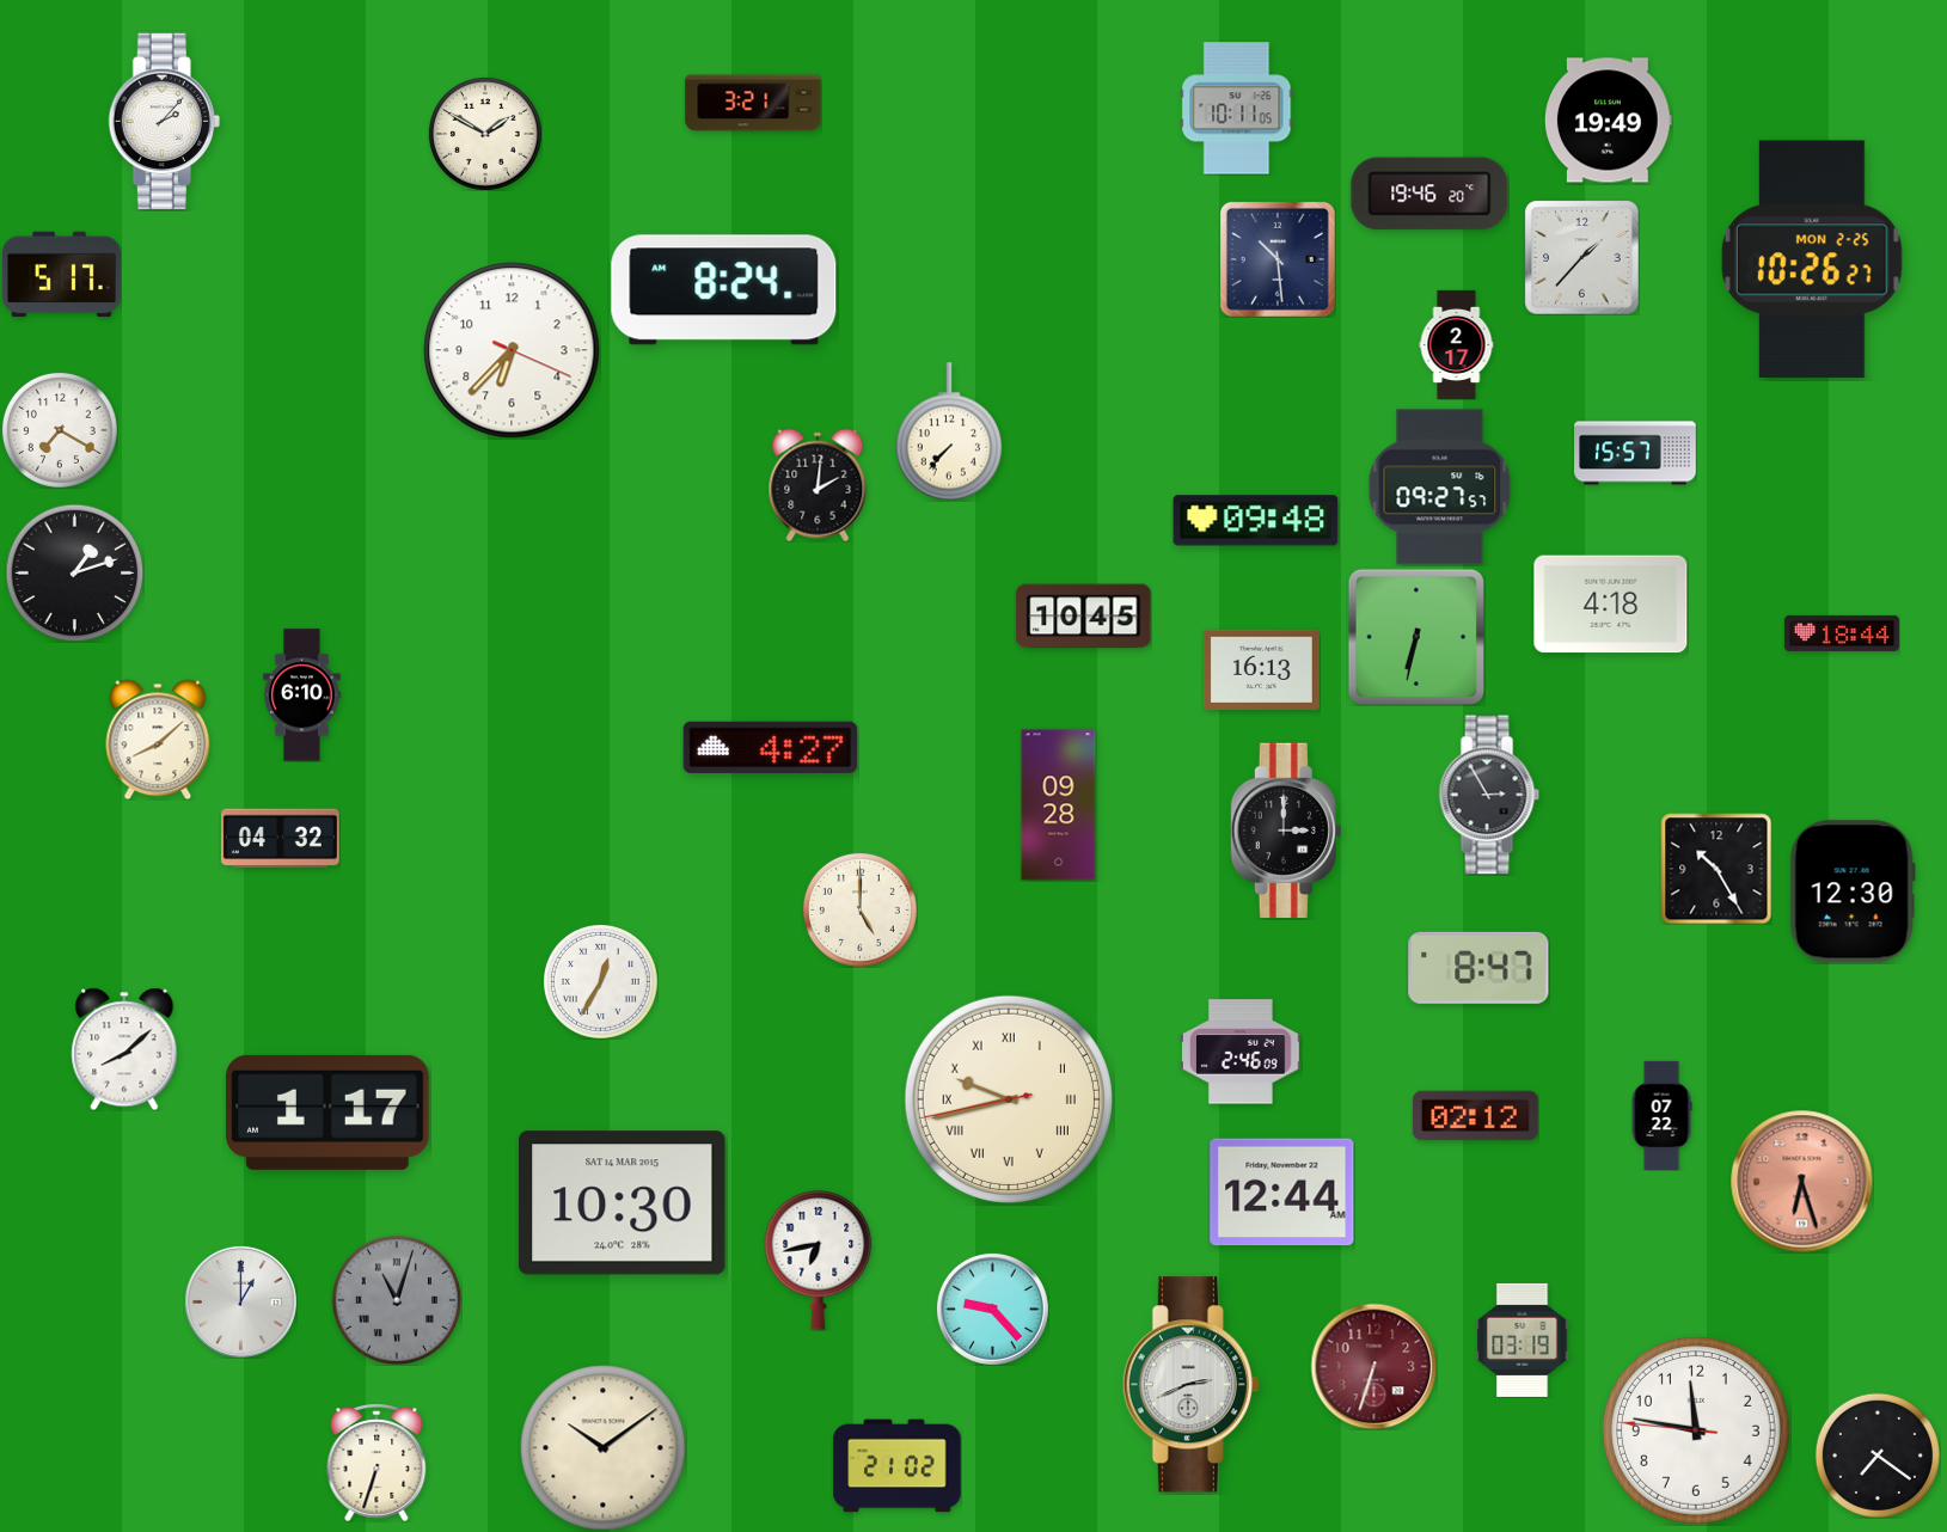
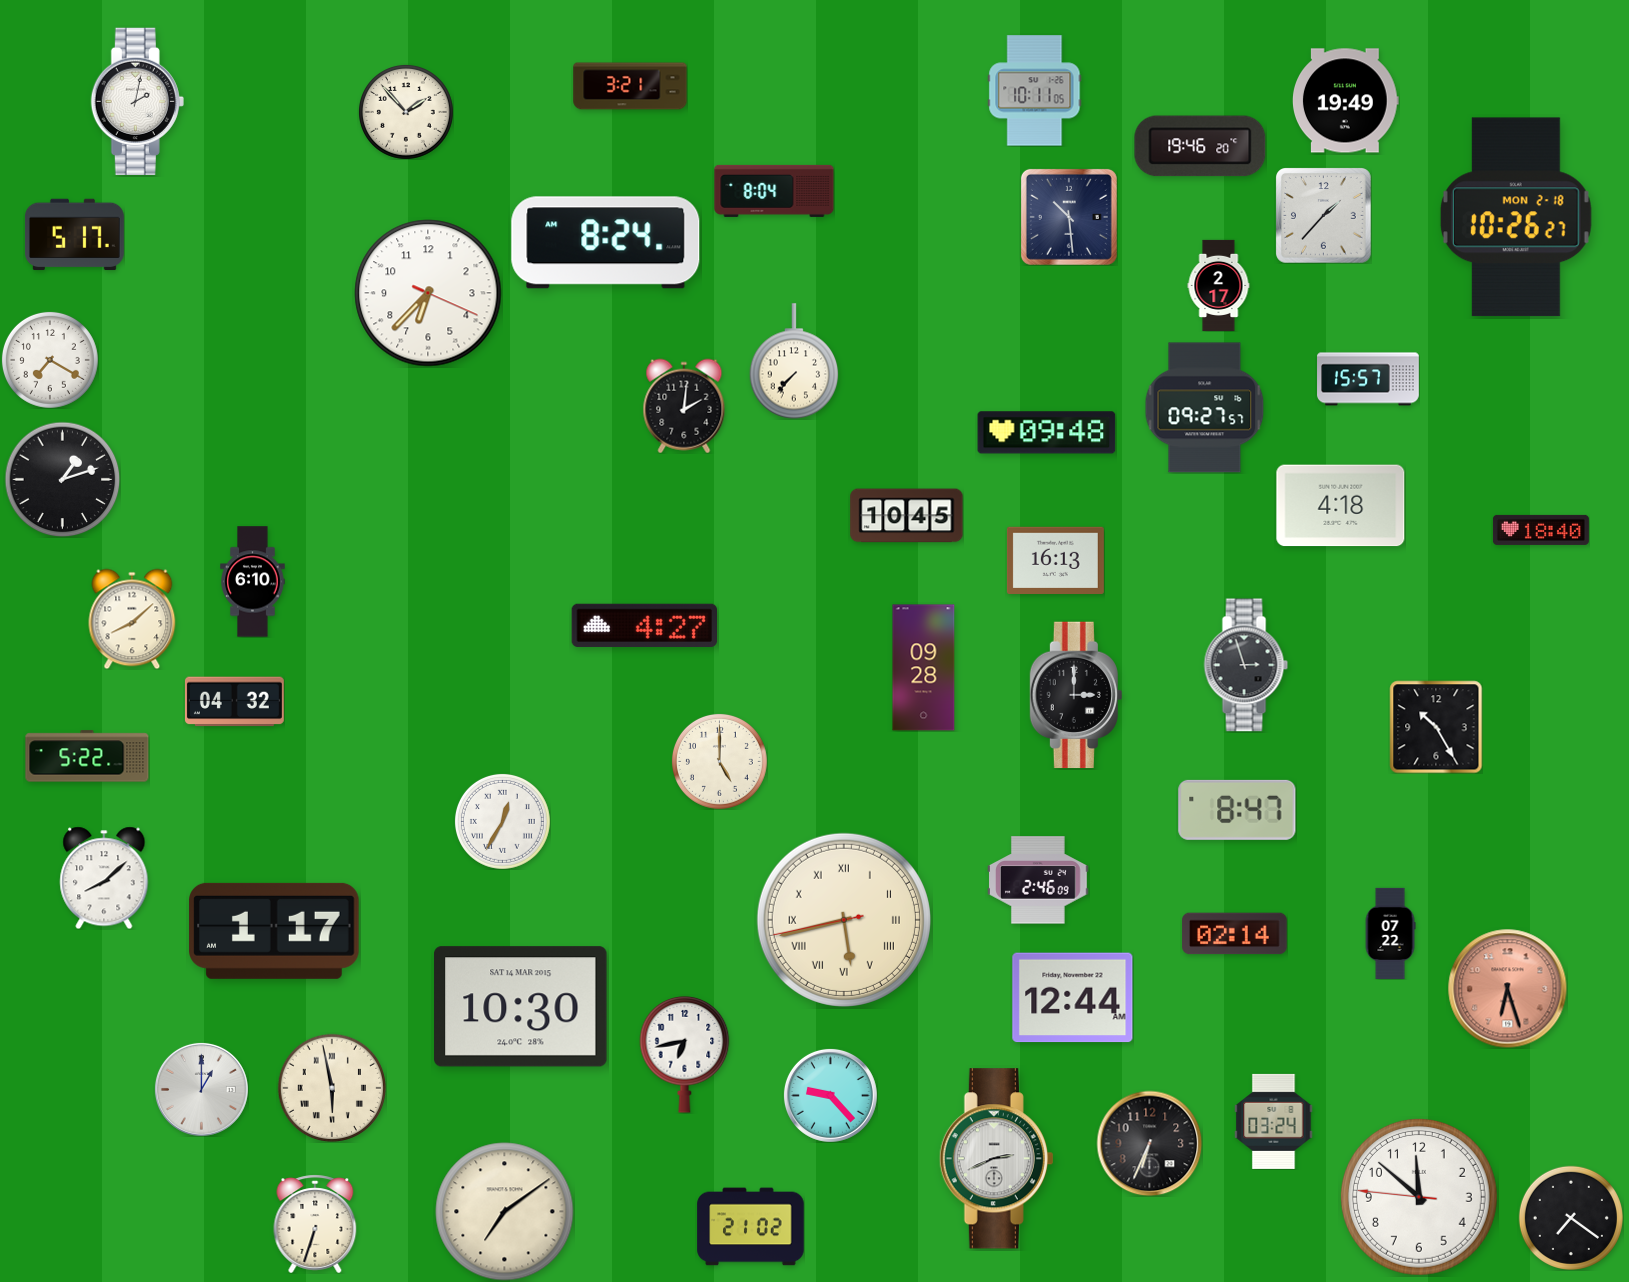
clock at (164, 121): 2:07 -> 2:02
clock at (485, 134): 1:50 -> 1:53
clock at (1429, 194) position: (1429, 194) -> (1200, 146)
clock at (774, 191): none -> 8:04
clock at (1812, 259) date: MON 2-25 -> MON 2-18
clock at (61, 275) position: (61, 275) -> (74, 235)
clock at (1457, 344) position: (1457, 344) -> (1219, 285)
clock at (1256, 521) position: (1256, 521) -> (1047, 433)
clock at (1611, 605) position: (1611, 605) -> (1341, 506)
clock at (1842, 633): 18:44 -> 18:40
clock at (1415, 636): 6:32 -> none
clock at (1489, 795): 2:55 -> 2:57
clock at (1059, 805) position: (1059, 805) -> (924, 668)
clock at (1853, 891): 12:30 -> none
clock at (87, 756): none -> 5:22
clock at (1009, 1099): 9:42 -> 5:42
clock at (1476, 1116): 02:12 -> 02:14
clock at (396, 1299): 11:03 -> 5:58
clock at (396, 1299) dial: grey -> cream
clock at (1523, 1340): 03:19 -> 03:24
clock at (1373, 1366): 6:33 -> 6:34
clock at (1373, 1366) dial: burgundy -> black
clock at (1696, 1430): 11:46 -> 11:51
clock at (604, 1448): 10:09 -> 7:09
